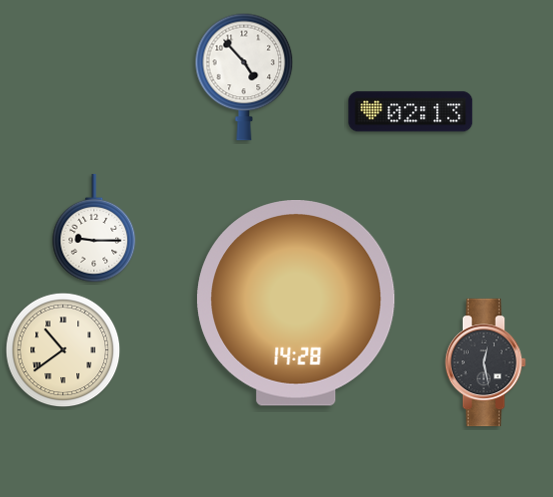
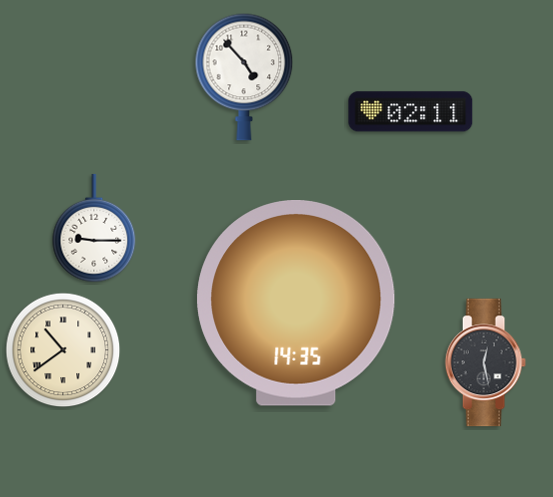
clock at (411, 112): 02:13 -> 02:11
clock at (296, 304): 14:28 -> 14:35
